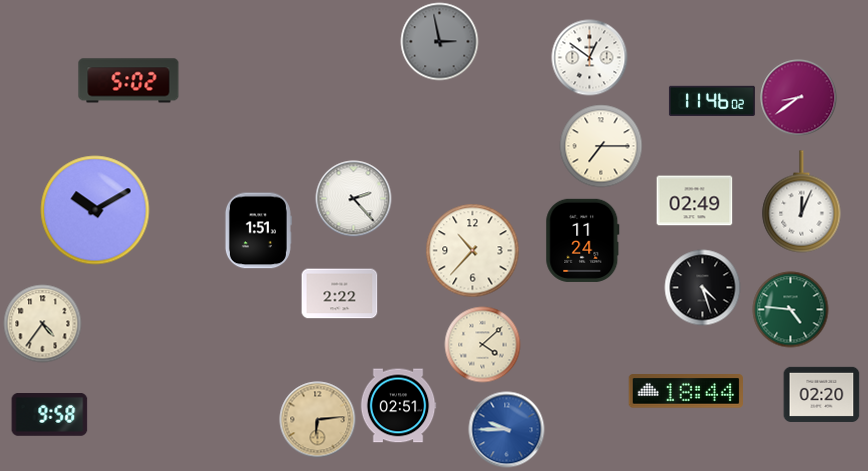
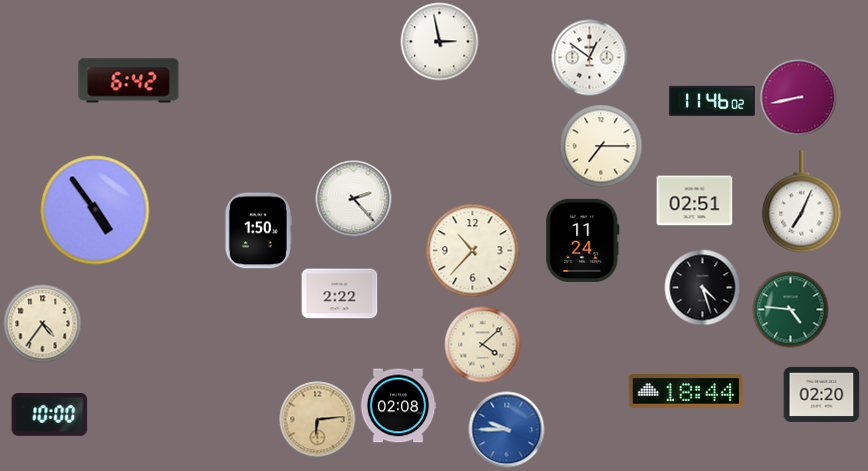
clock at (440, 42) dial: grey -> white
clock at (129, 81): 5:02 -> 6:42
clock at (799, 98): 8:39 -> 8:43
clock at (695, 201): 02:49 -> 02:51
clock at (802, 202): 12:04 -> 7:04
clock at (95, 210): 10:10 -> 4:54
clock at (258, 231): 1:51 -> 1:50
clock at (398, 406): 02:51 -> 02:08
clock at (50, 415): 9:58 -> 10:00
